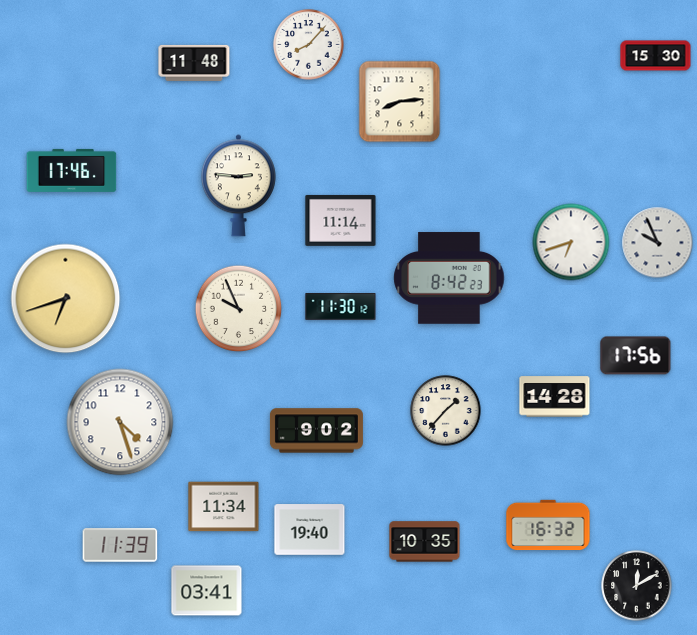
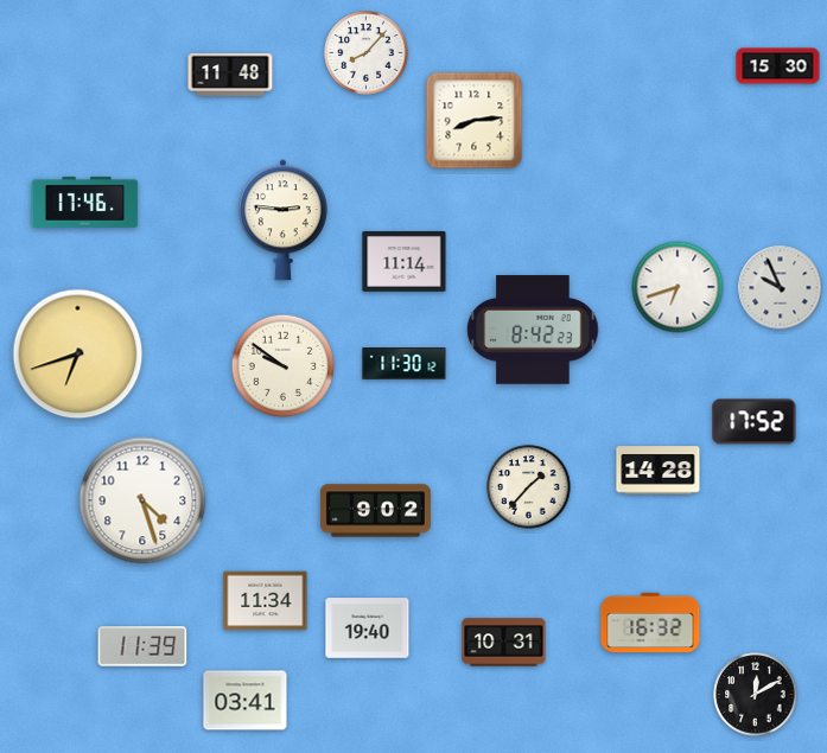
clock at (239, 309): 9:56 -> 9:51
clock at (636, 356): 17:56 -> 17:52
clock at (425, 542): 10:35 -> 10:31
